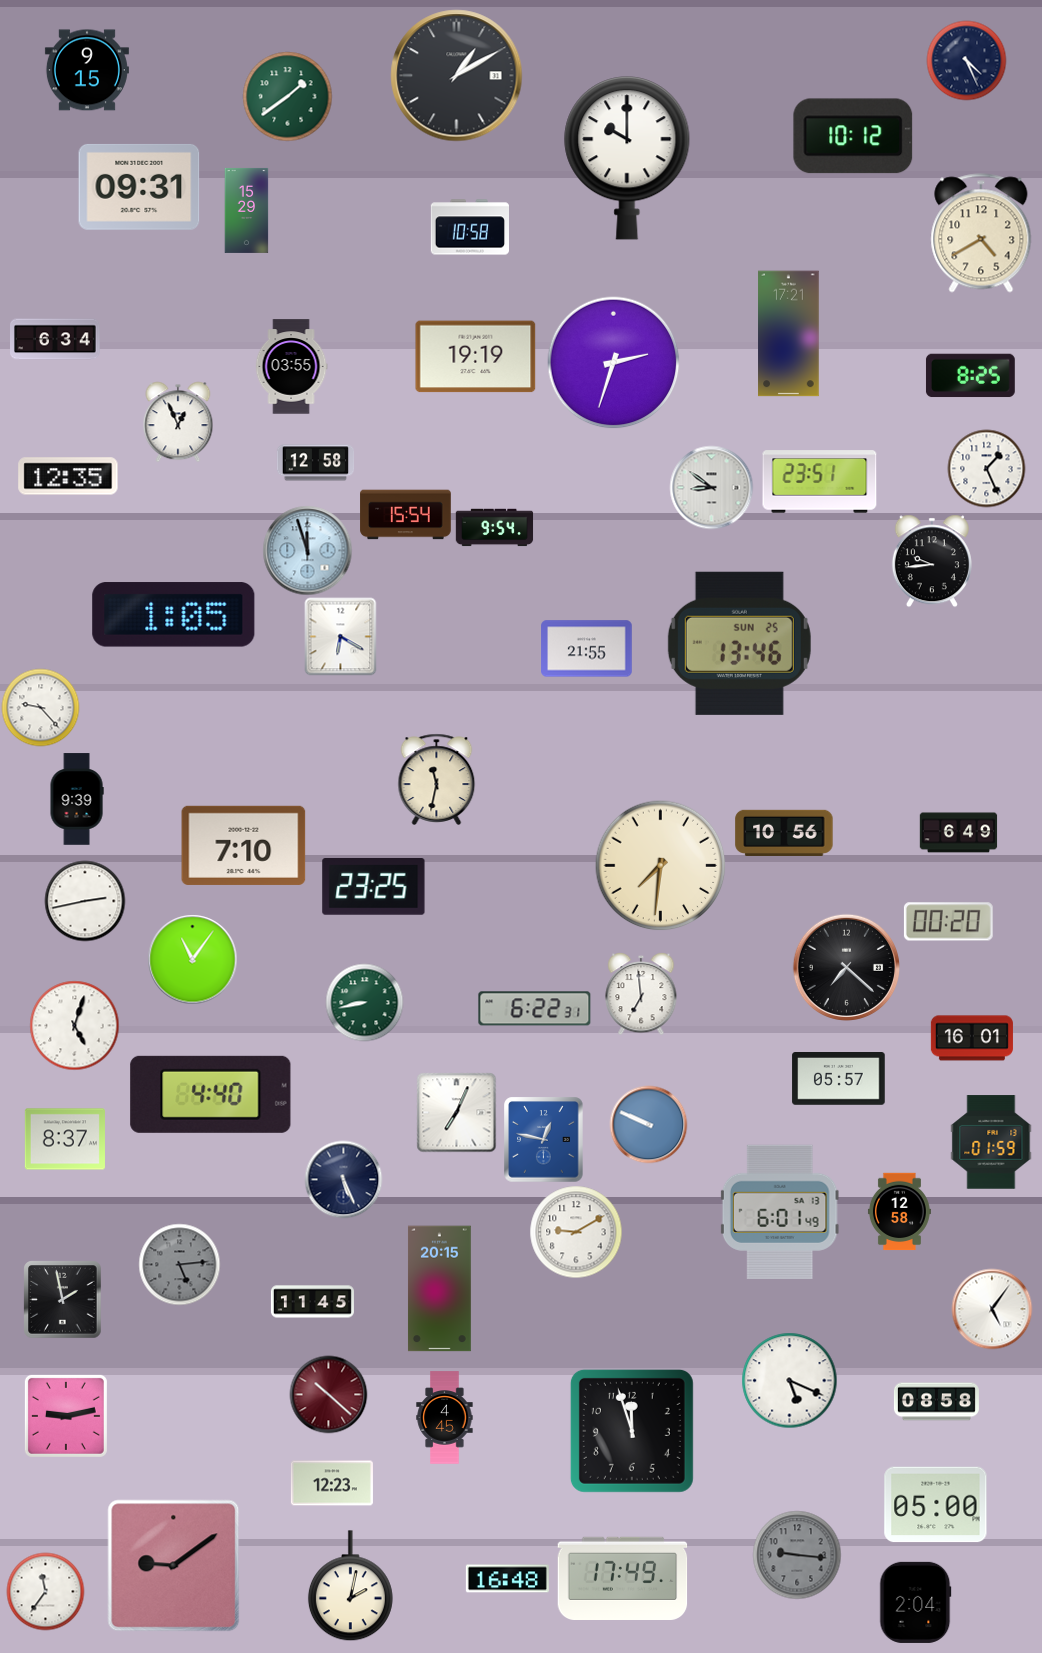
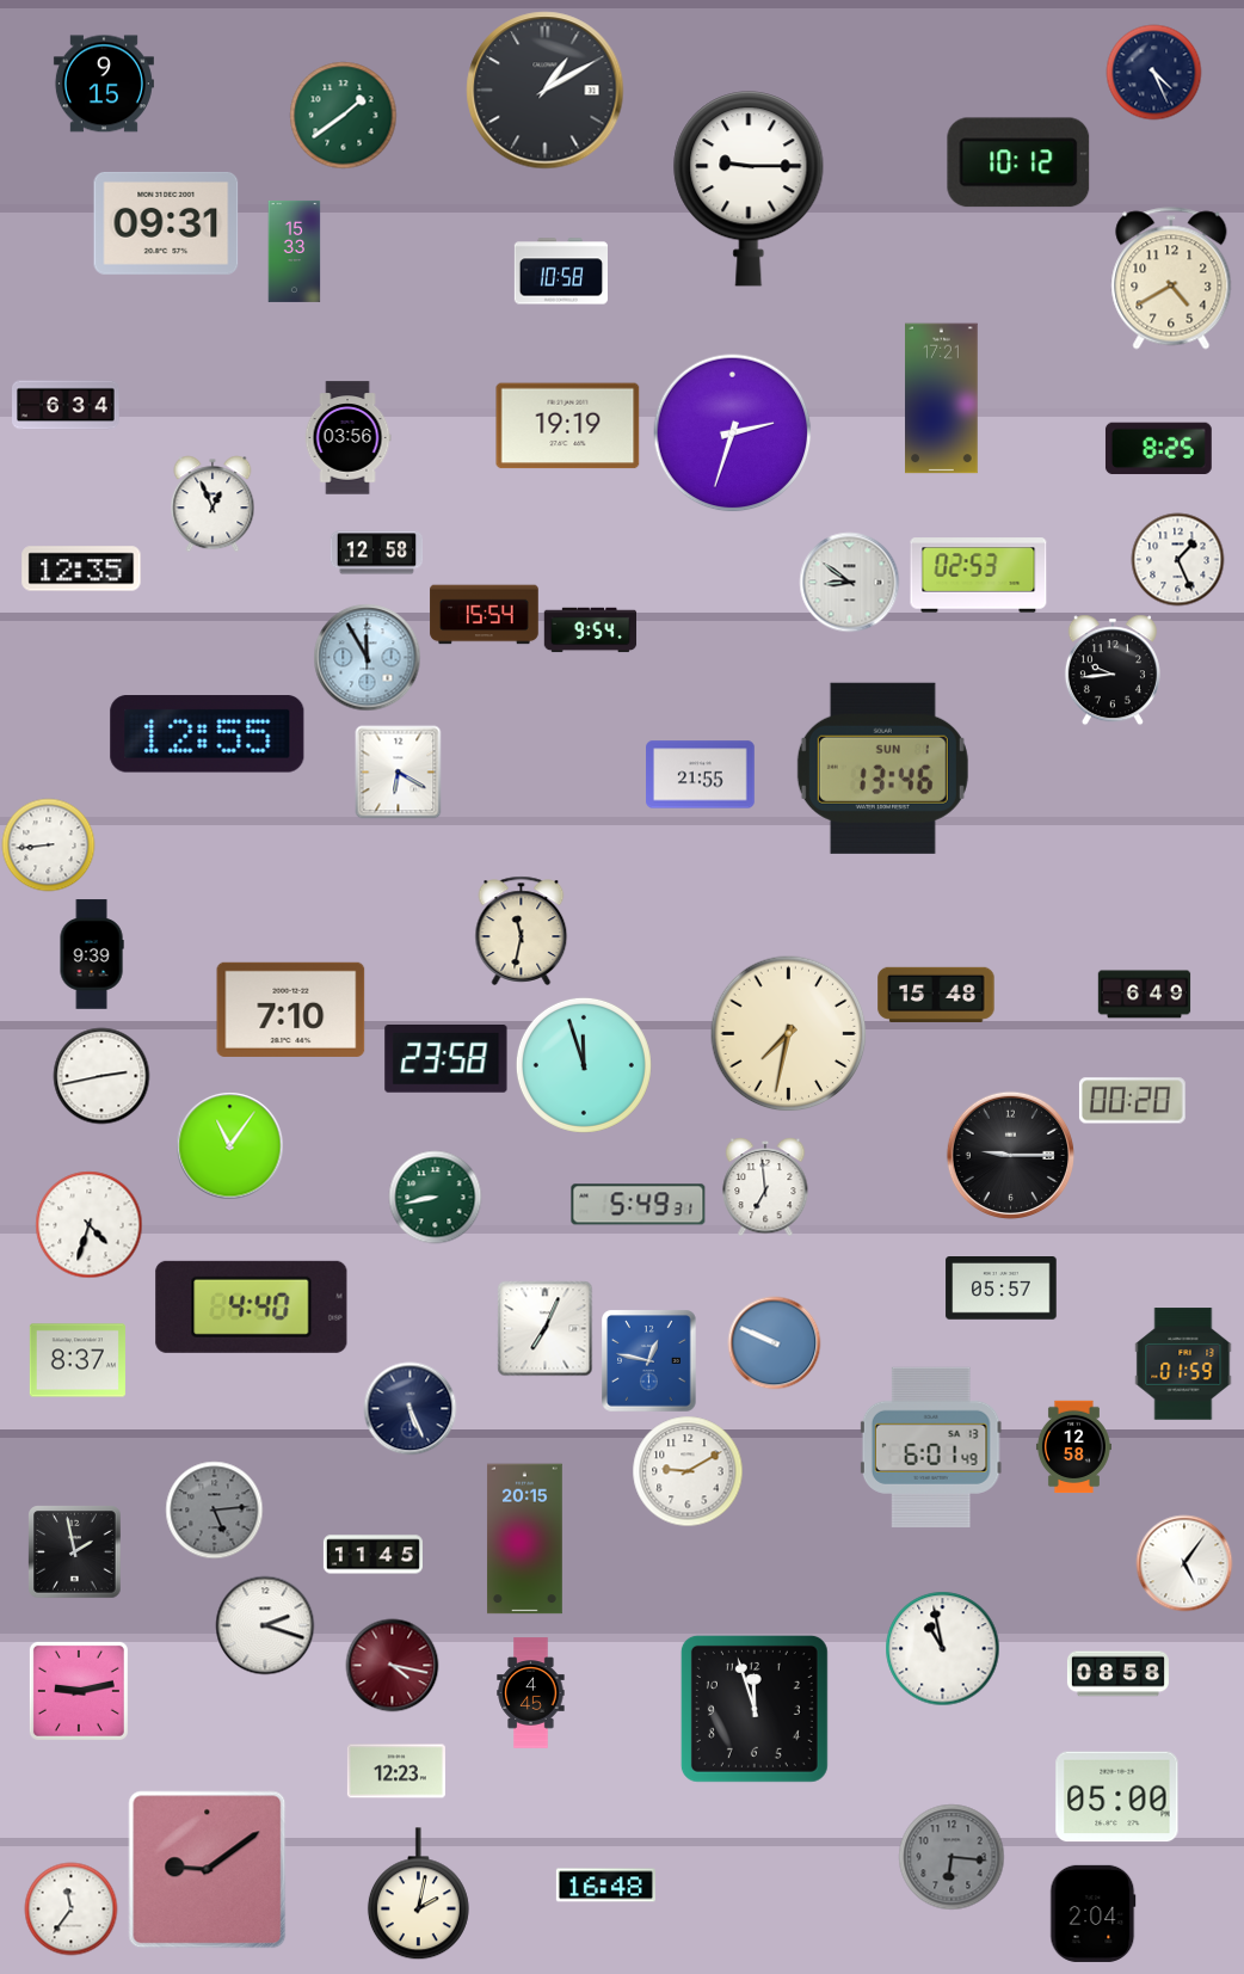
clock at (627, 158): 10:00 -> 9:15
clock at (247, 210): 15:29 -> 15:33
clock at (291, 367): 03:55 -> 03:56
clock at (820, 482): 23:51 -> 02:53
clock at (307, 550): 11:57 -> 11:55
clock at (174, 615): 1:05 -> 12:55
clock at (341, 636) position: (341, 636) -> (399, 771)
clock at (739, 643) date: SUN 25 -> SUN 1
clock at (40, 707): 9:23 -> 8:44
clock at (784, 833): 10:56 -> 15:48
clock at (661, 866): 7:31 -> 7:32
clock at (374, 887): 23:25 -> 23:58
clock at (584, 1065): none -> 11:57
clock at (846, 967): 7:22 -> 9:15
clock at (535, 1009): 6:22 -> 5:49
clock at (74, 1025): 5:03 -> 4:33
clock at (972, 1038): 16:01 -> none
clock at (265, 1625): none -> 2:18
clock at (789, 1380): 5:19 -> 10:58
clock at (328, 1394): 10:22 -> 4:17
clock at (797, 1555): 9:16 -> 6:16
clock at (623, 1578): 17:49 -> none
clock at (45, 1591) position: (45, 1591) -> (70, 1908)
